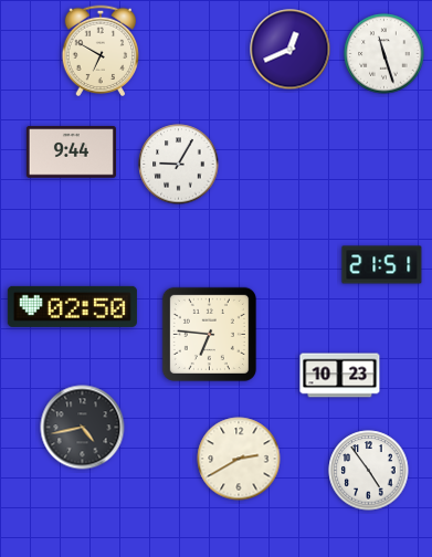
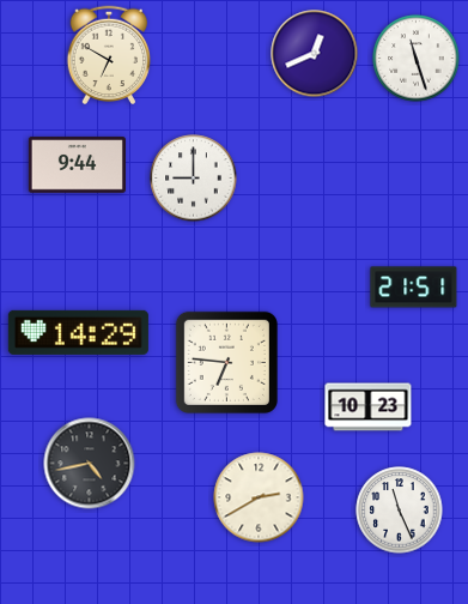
clock at (179, 165): 9:05 -> 9:00
clock at (72, 306): 02:50 -> 14:29
clock at (369, 471): 4:54 -> 11:26
